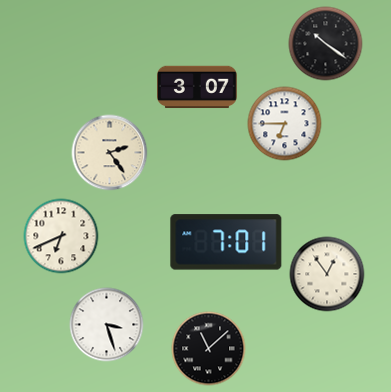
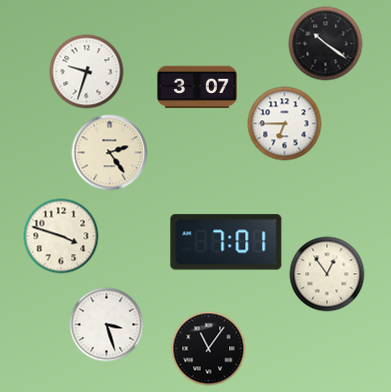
clock at (87, 72): none -> 9:33
clock at (61, 236): 6:41 -> 3:48
clock at (209, 349): 11:08 -> 11:06
